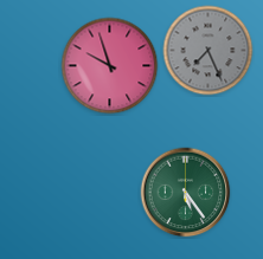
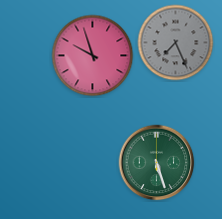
clock at (186, 193): 5:24 -> 5:27
